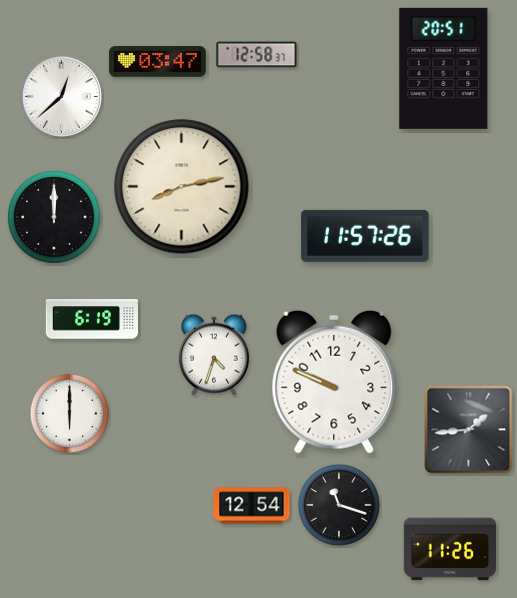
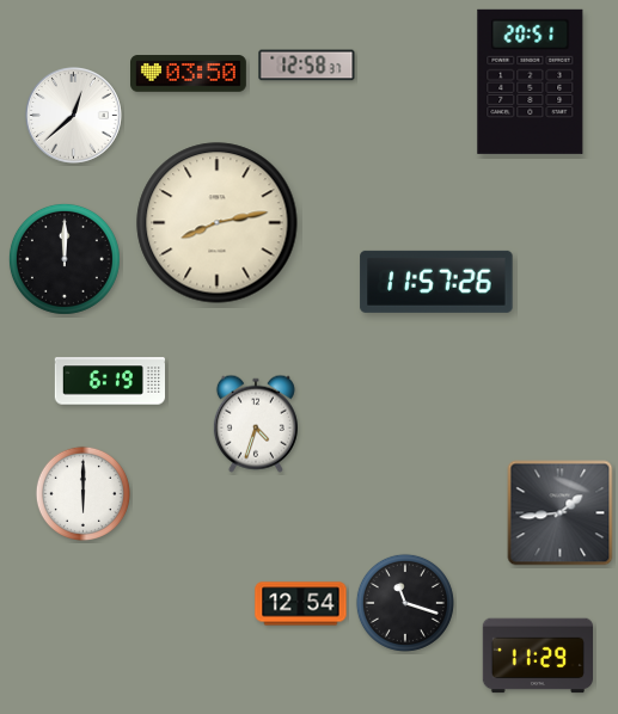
clock at (158, 62): 03:47 -> 03:50
clock at (334, 382): 9:49 -> none
clock at (449, 549): 11:26 -> 11:29
